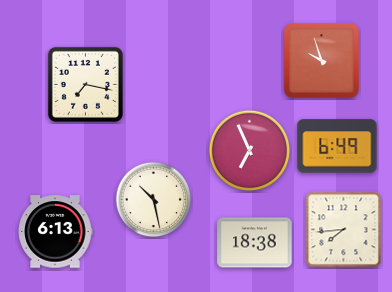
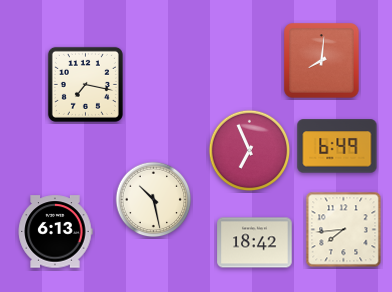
clock at (322, 61): 9:57 -> 8:01
clock at (255, 243): 18:38 -> 18:42
